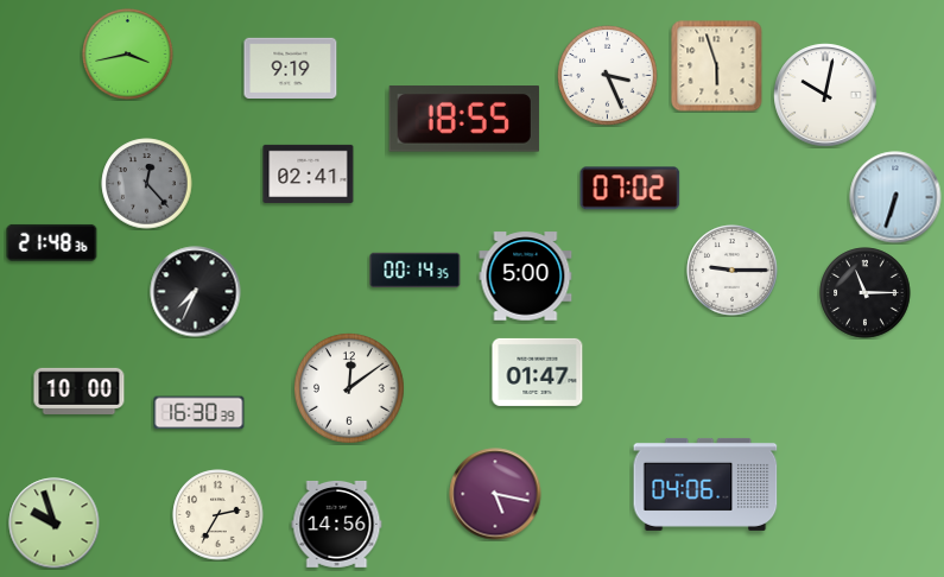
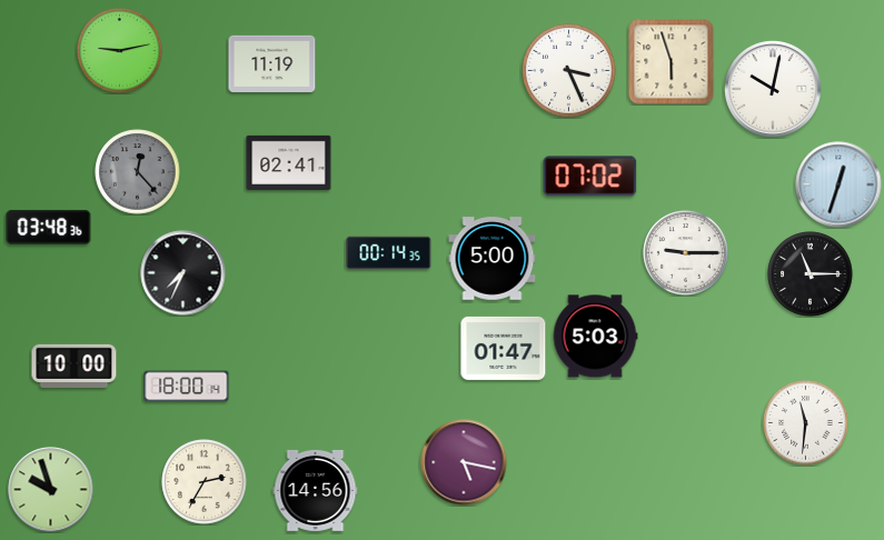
clock at (128, 55): 3:43 -> 9:13
clock at (291, 68): 9:19 -> 11:19
clock at (464, 119): 18:55 -> none
clock at (895, 197): 6:33 -> 12:33
clock at (52, 242): 21:48 -> 03:48
clock at (595, 337): none -> 5:03
clock at (349, 388): 12:09 -> none
clock at (199, 413): 16:30 -> 18:00
clock at (806, 423): none -> 11:31
clock at (705, 484): 04:06 -> none
